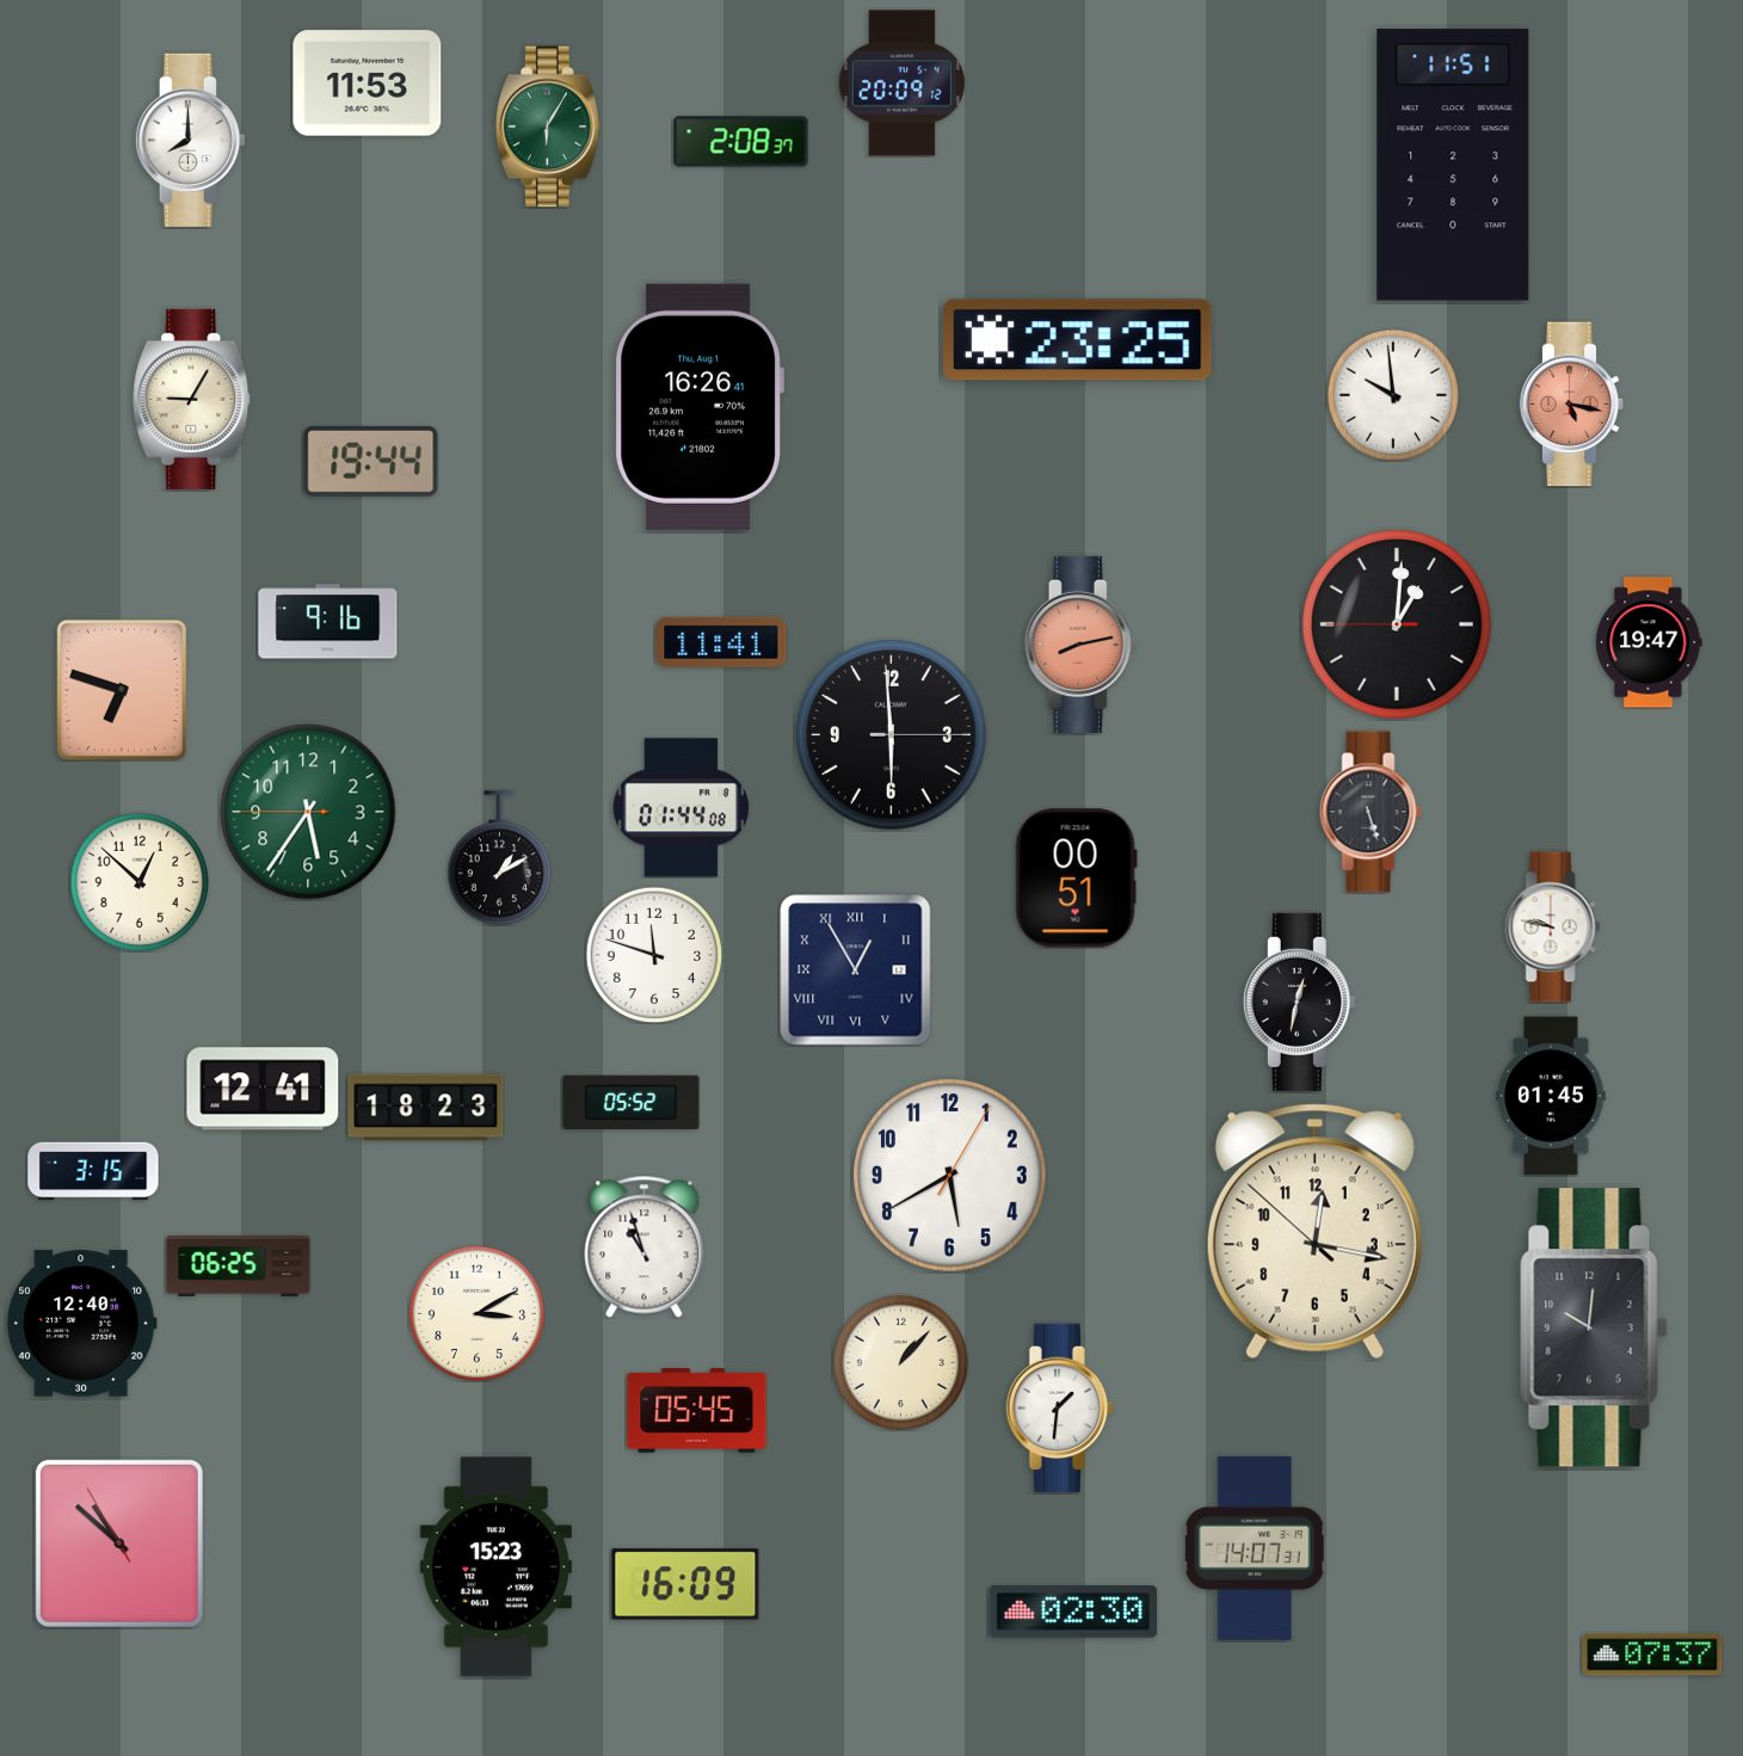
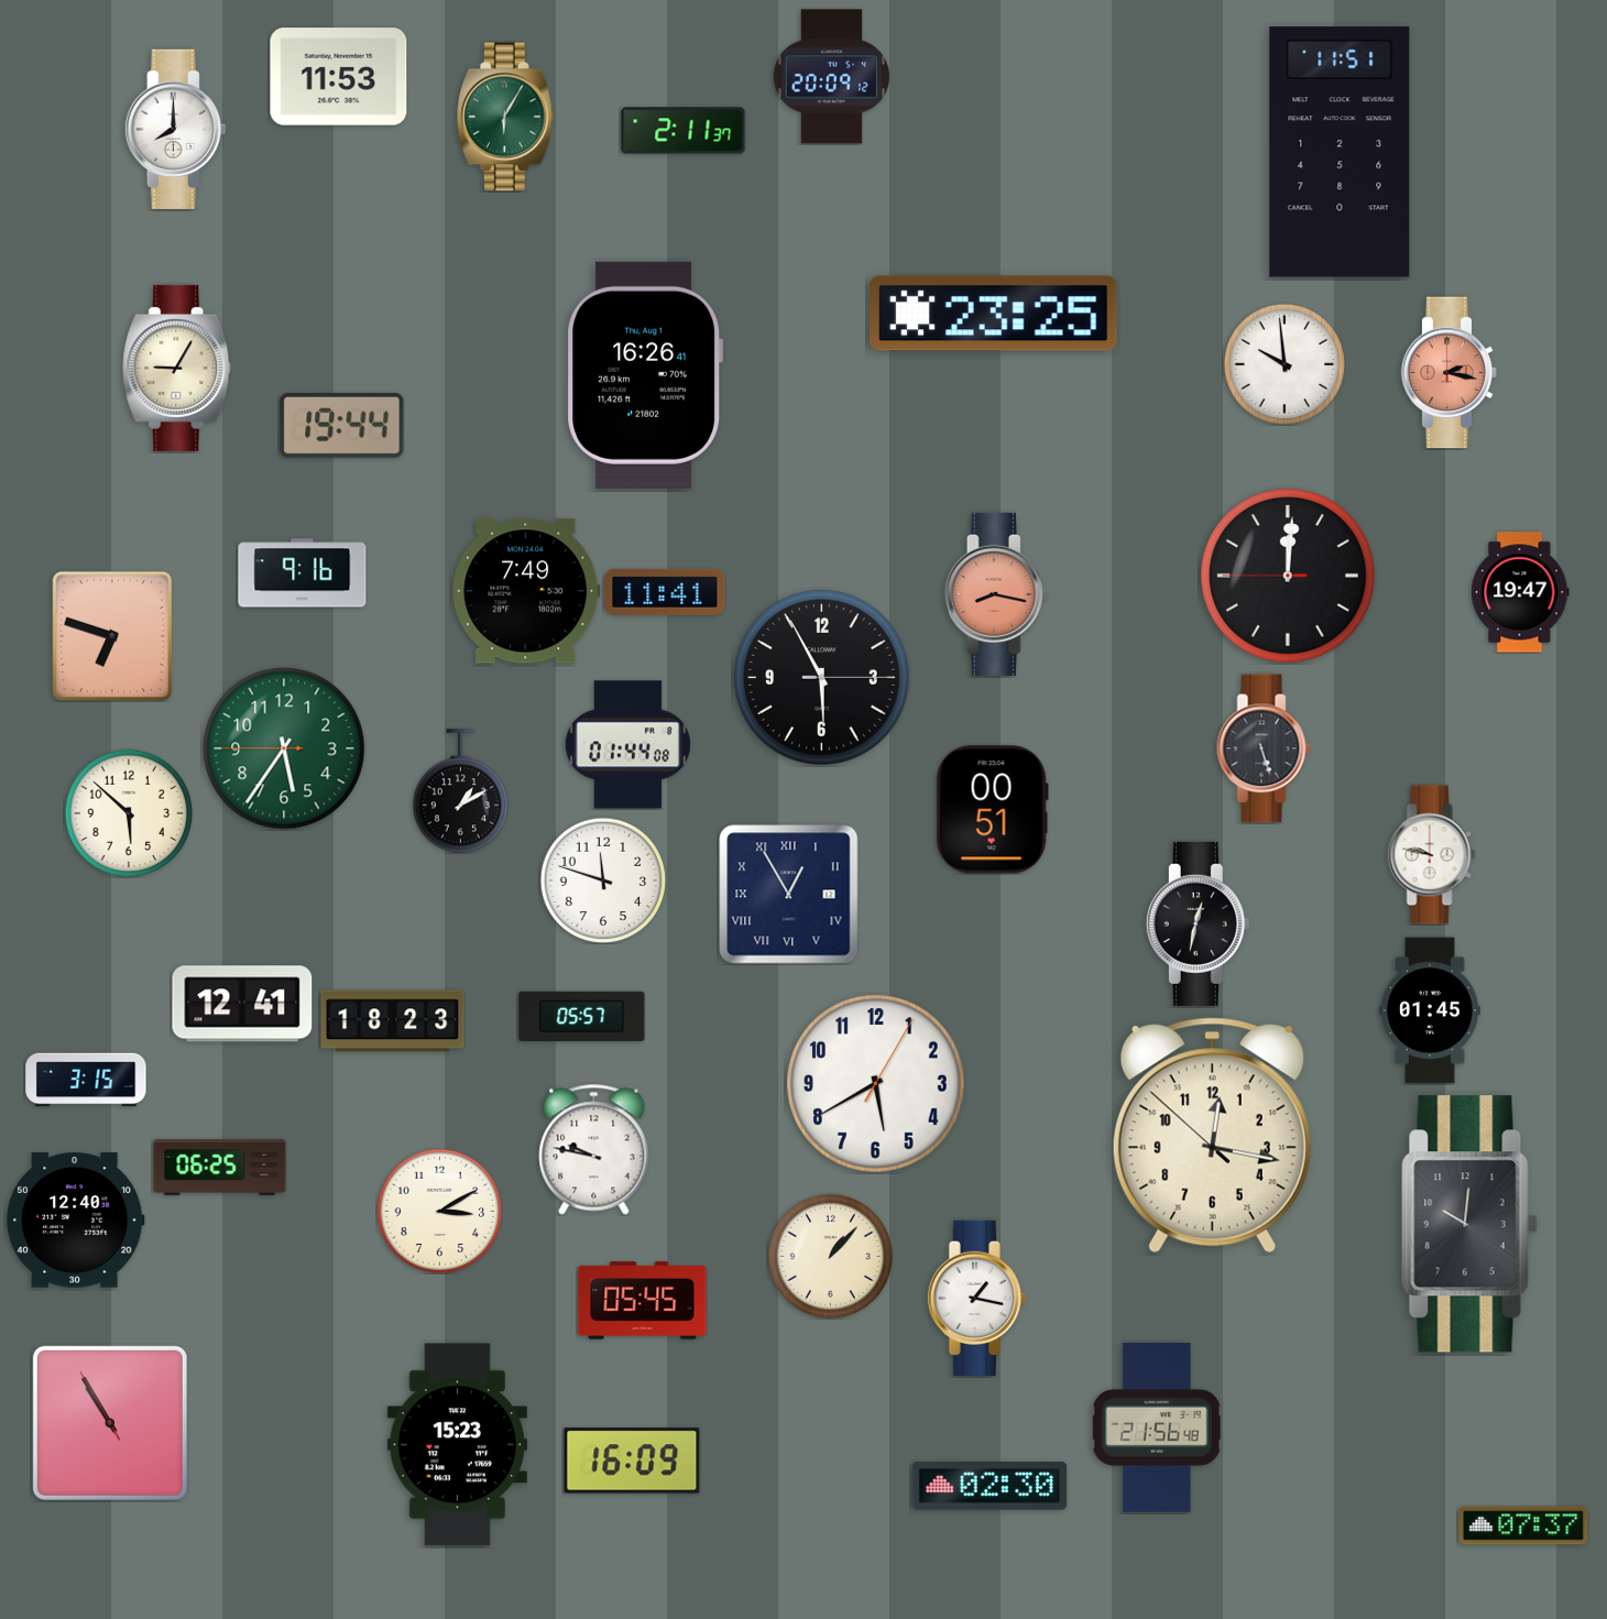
clock at (741, 142): 2:08 -> 2:11
clock at (1572, 405): 5:17 -> 2:17
clock at (1397, 624): 1:00 -> 12:00
clock at (526, 591): none -> 7:49
clock at (1080, 645): 8:13 -> 8:17
clock at (892, 735): 5:59 -> 5:55
clock at (140, 882): 12:52 -> 5:52
clock at (632, 1102): 05:52 -> 05:57
clock at (645, 1247): 10:57 -> 9:47
clock at (1060, 1409): 1:31 -> 1:17
clock at (119, 1544): 10:51 -> 10:54
clock at (1255, 1548): 14:07 -> 21:56
